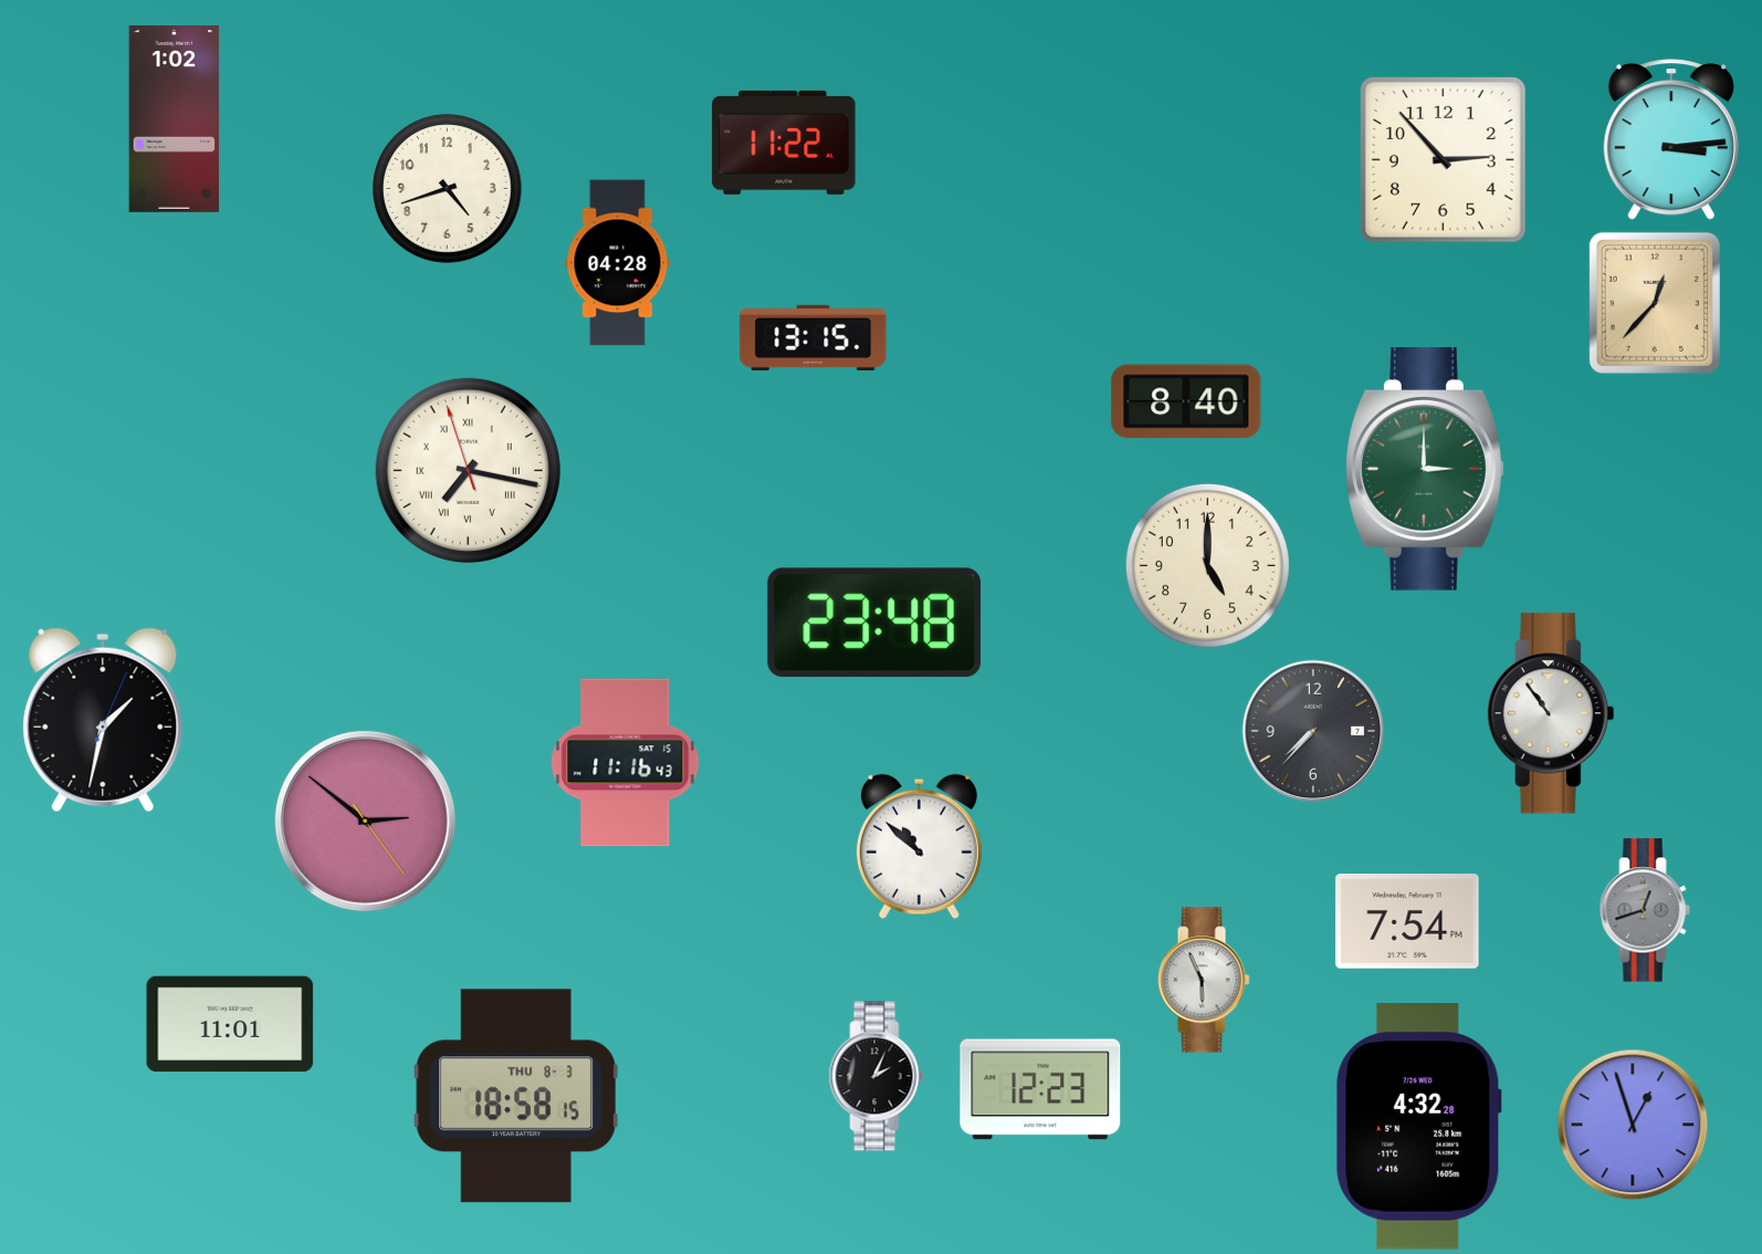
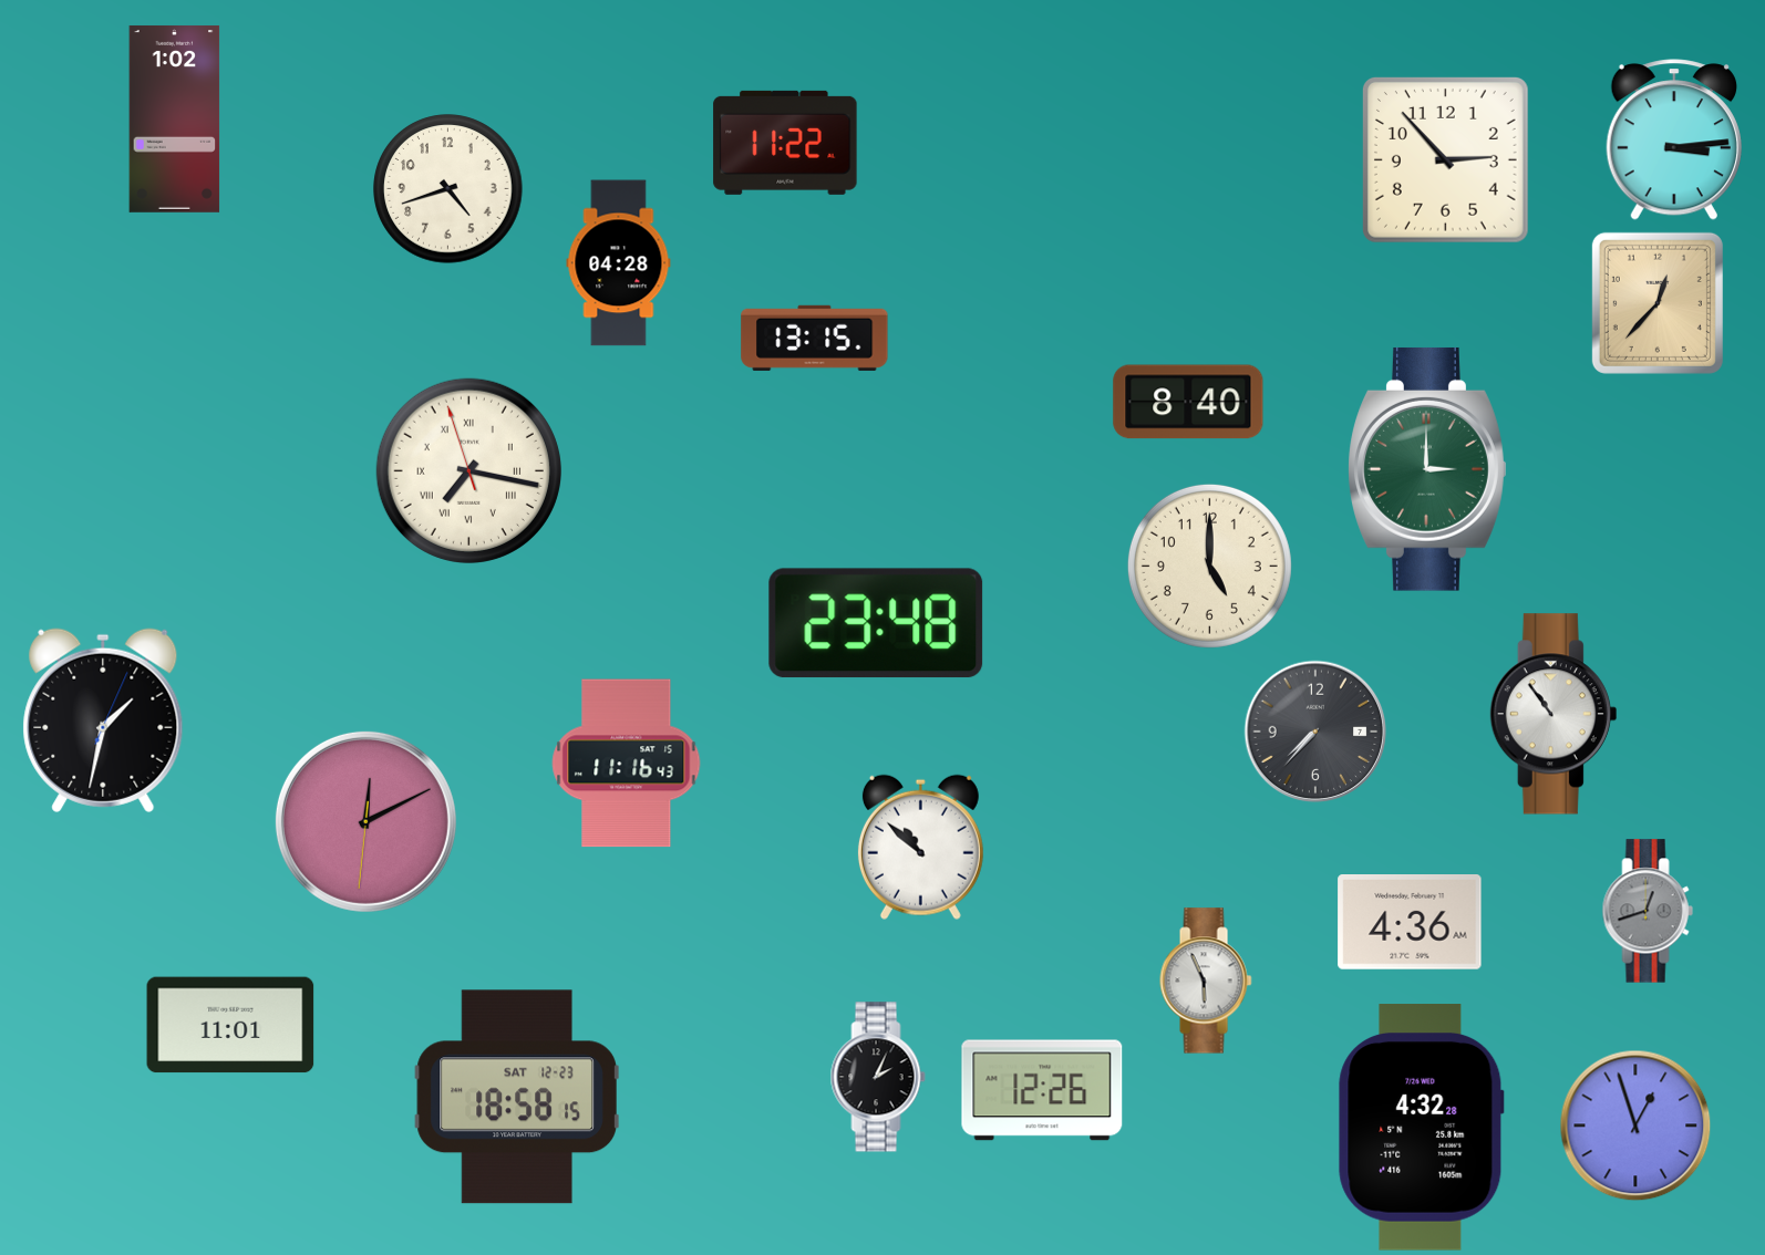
clock at (365, 821): 2:51 -> 12:10
clock at (1407, 922): 7:54 -> 4:36
clock at (1040, 1089): 12:23 -> 12:26
clock at (516, 1096) date: THU 8-3 -> SAT 12-23
